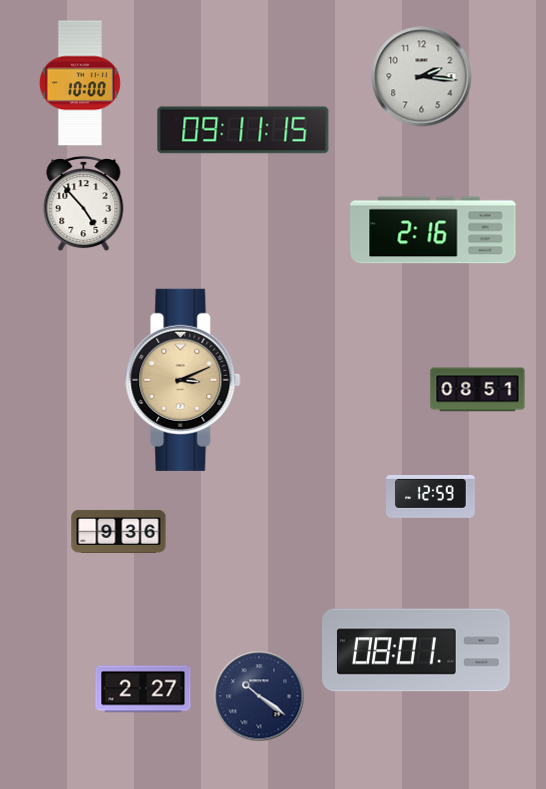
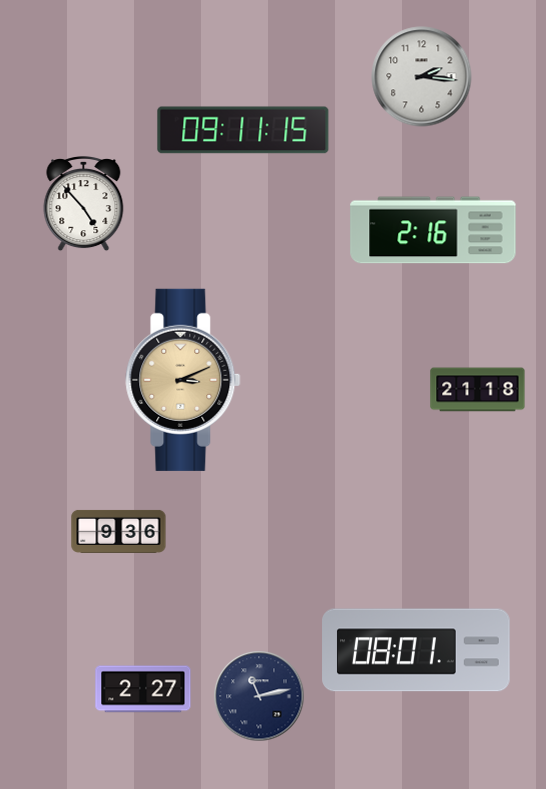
clock at (80, 83): 10:00 -> none
clock at (478, 390): 08:51 -> 21:18
clock at (431, 497): 12:59 -> none
clock at (259, 696): 10:21 -> 11:13
